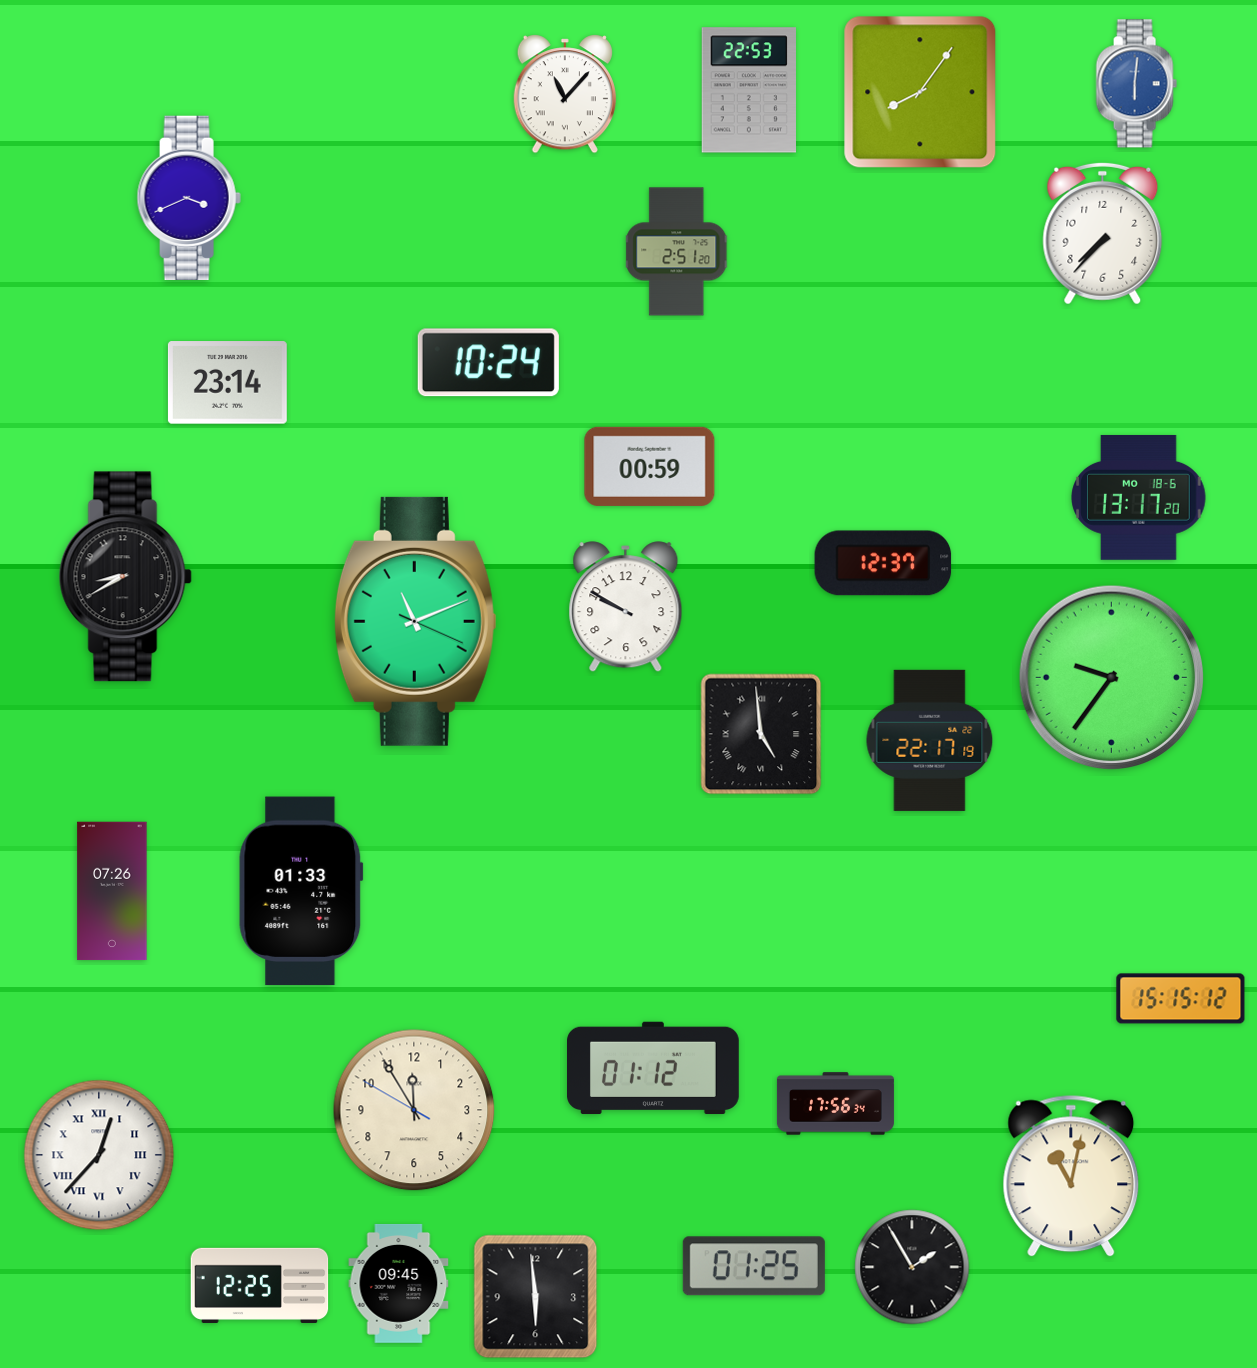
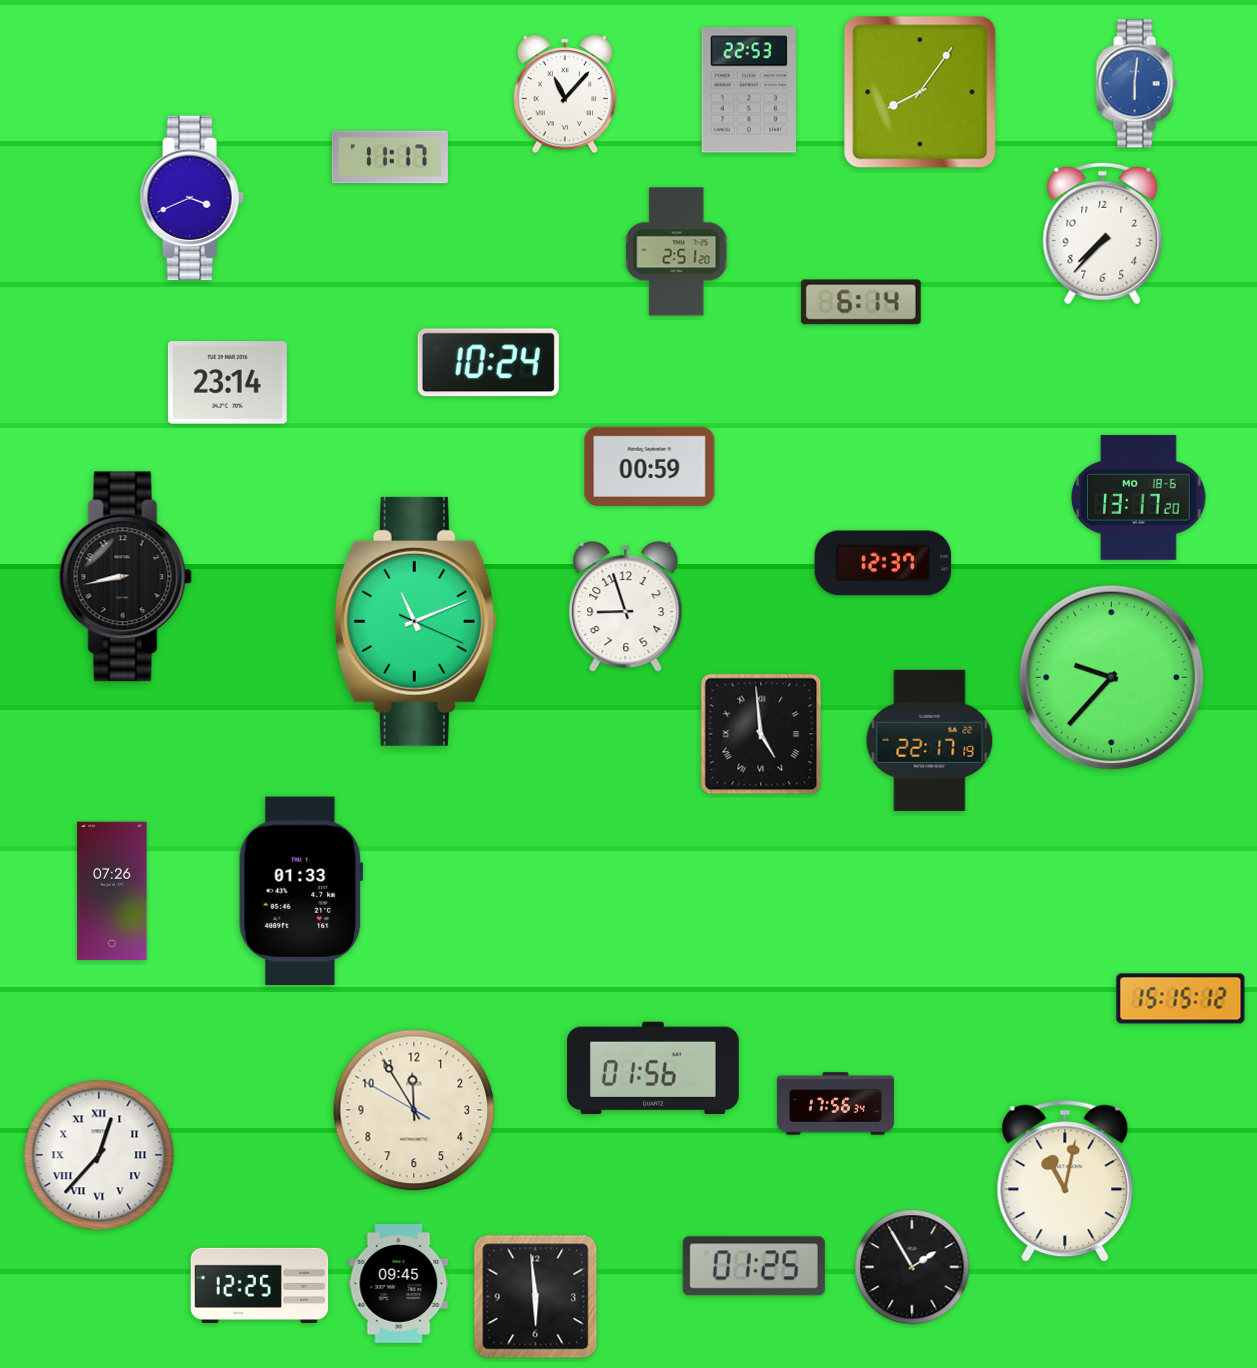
clock at (390, 157): none -> 11:17
clock at (189, 197) position: (189, 197) -> (192, 197)
clock at (861, 302): none -> 6:14
clock at (125, 577): 8:40 -> 8:43
clock at (626, 607): 9:50 -> 8:57
clock at (1111, 677): 9:36 -> 9:37
clock at (654, 1068): 01:12 -> 01:56
clock at (1071, 1176) position: (1071, 1176) -> (1065, 1181)
